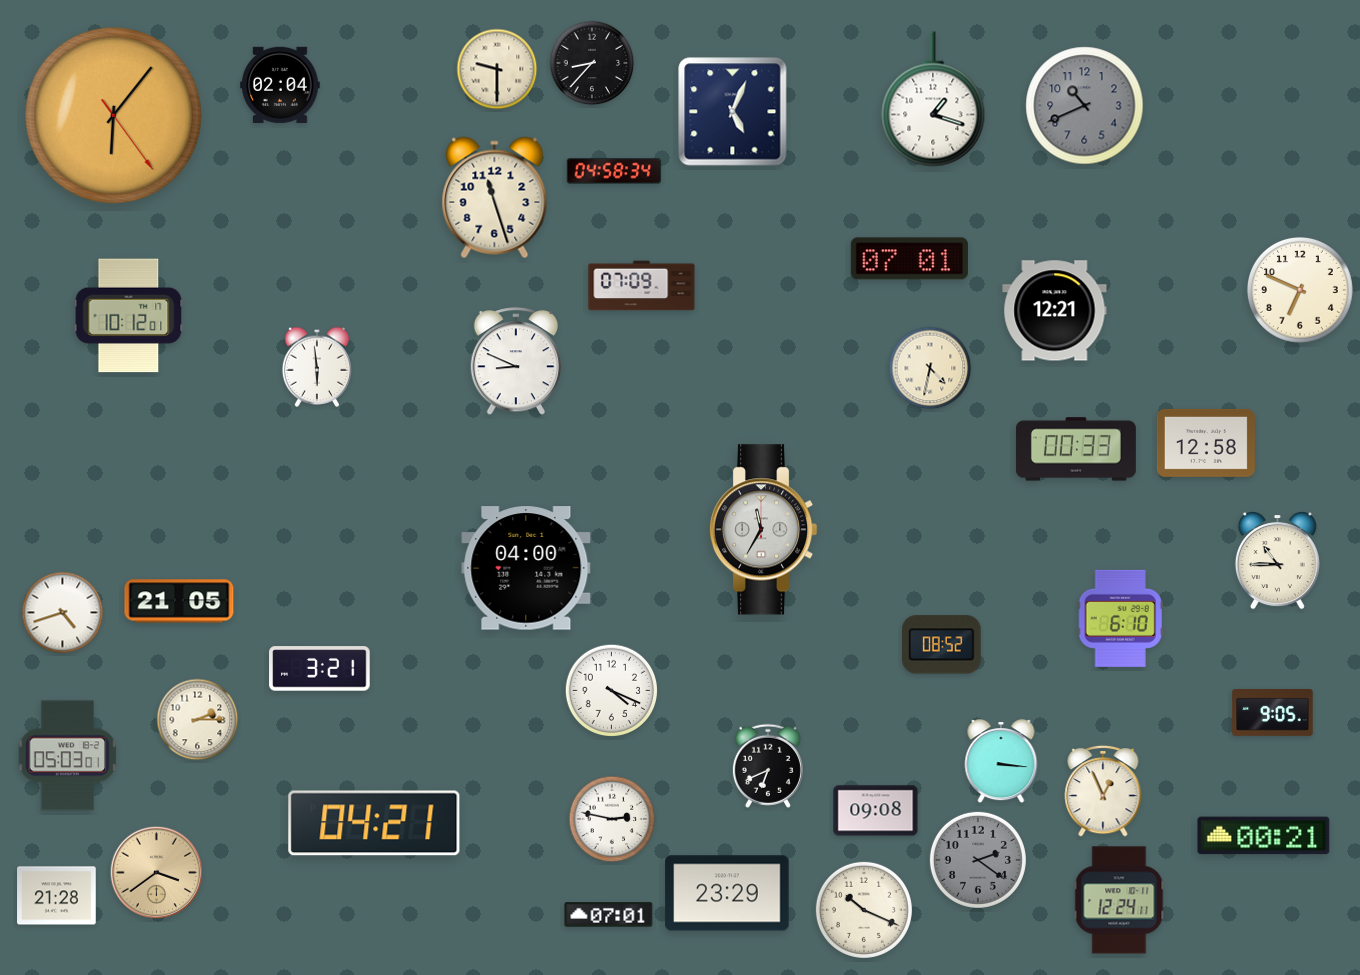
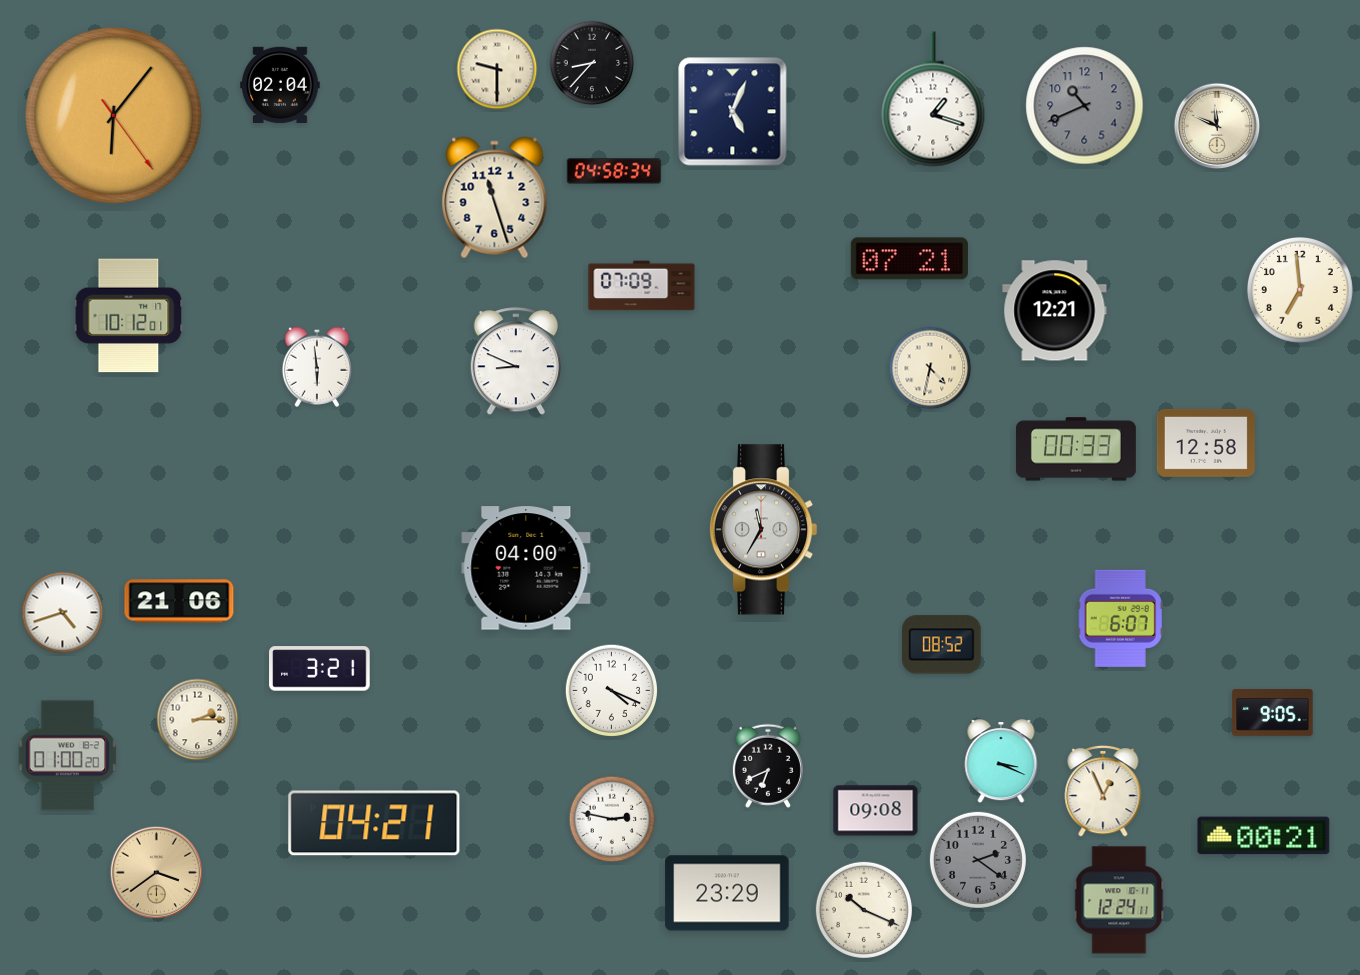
clock at (1217, 126): none -> 11:49
clock at (909, 259): 07:01 -> 07:21
clock at (1300, 290): 6:49 -> 6:59
clock at (1277, 561): 10:45 -> none
clock at (179, 601): 21:05 -> 21:06
clock at (1120, 618): 6:10 -> 6:07
clock at (68, 756): 05:03 -> 01:00
clock at (1001, 762): 3:16 -> 3:19
clock at (57, 896): 21:28 -> none
clock at (609, 915): 07:01 -> none
